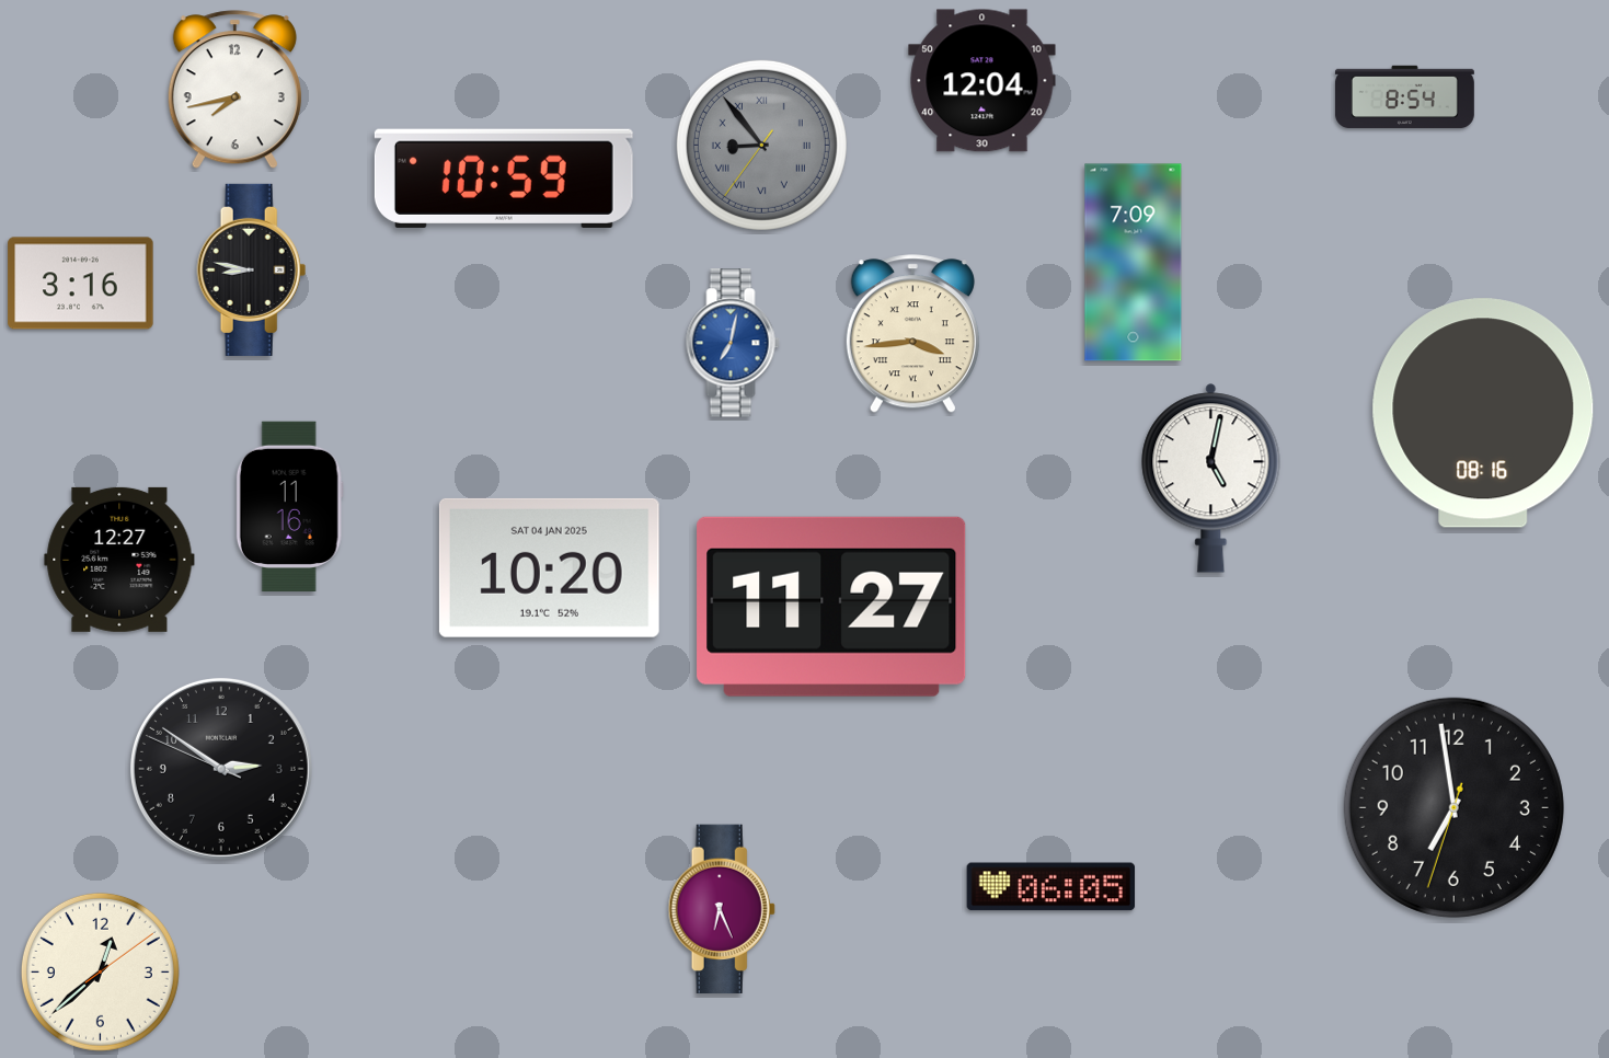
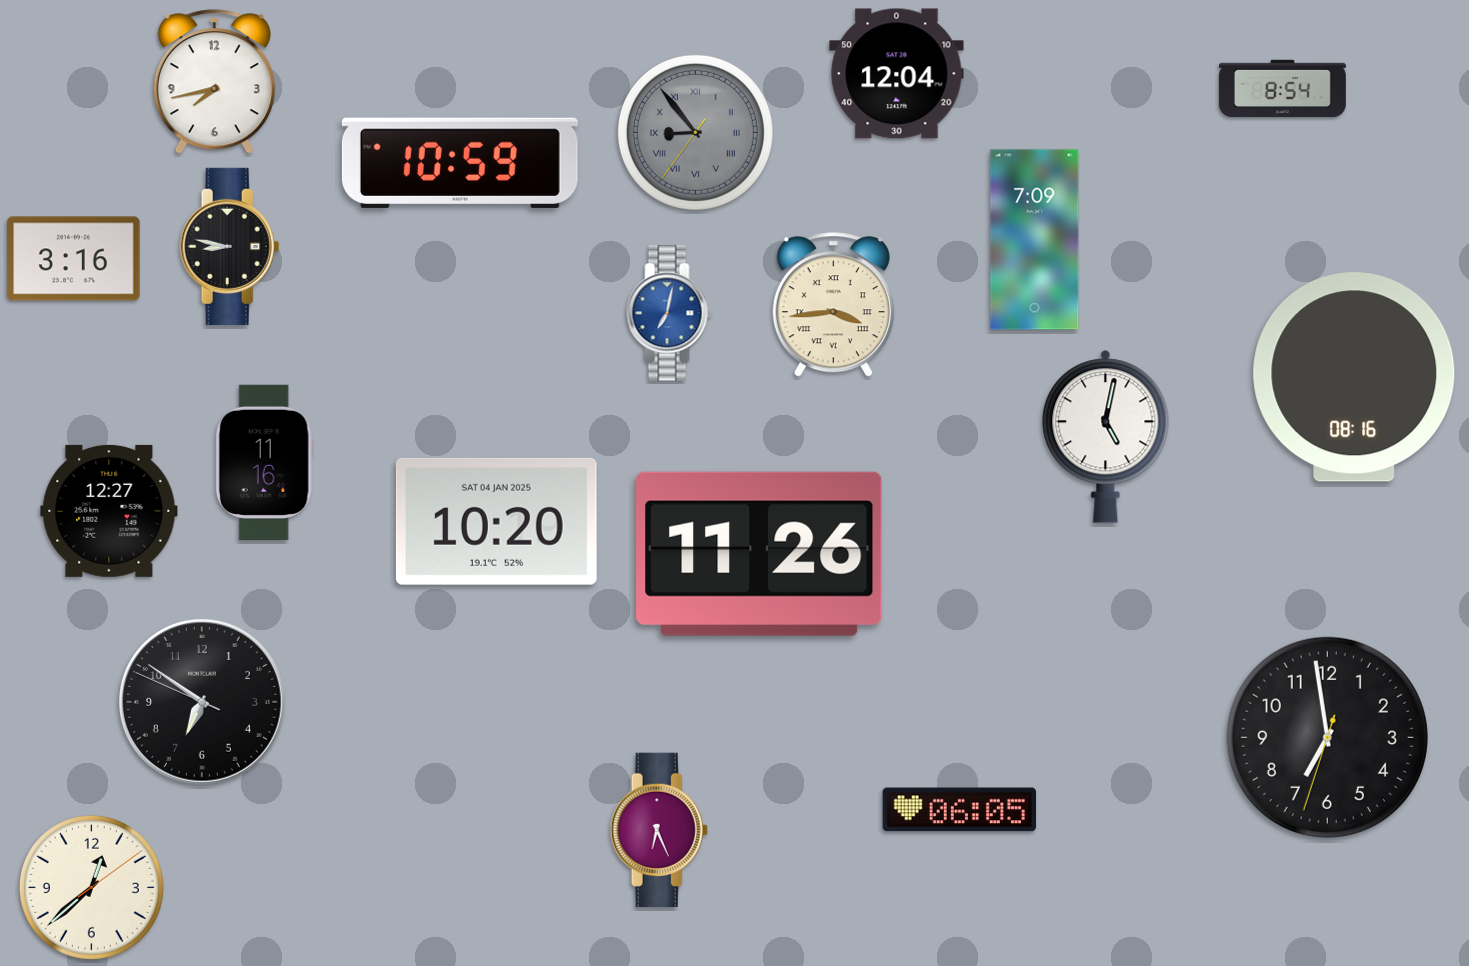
clock at (549, 567) position: (549, 567) -> (496, 521)
clock at (831, 607): 11:27 -> 11:26
clock at (221, 769): 2:50 -> 6:50
